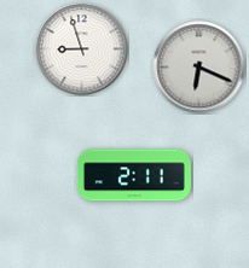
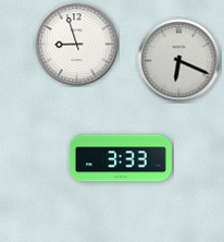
clock at (82, 49) position: (82, 49) -> (77, 45)
clock at (134, 175): 2:11 -> 3:33
